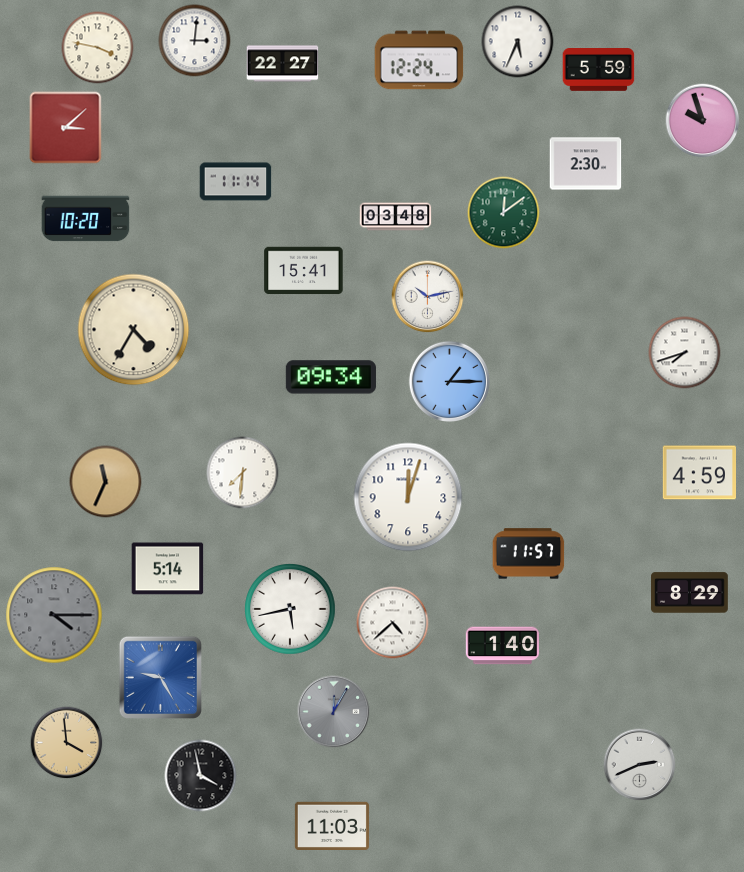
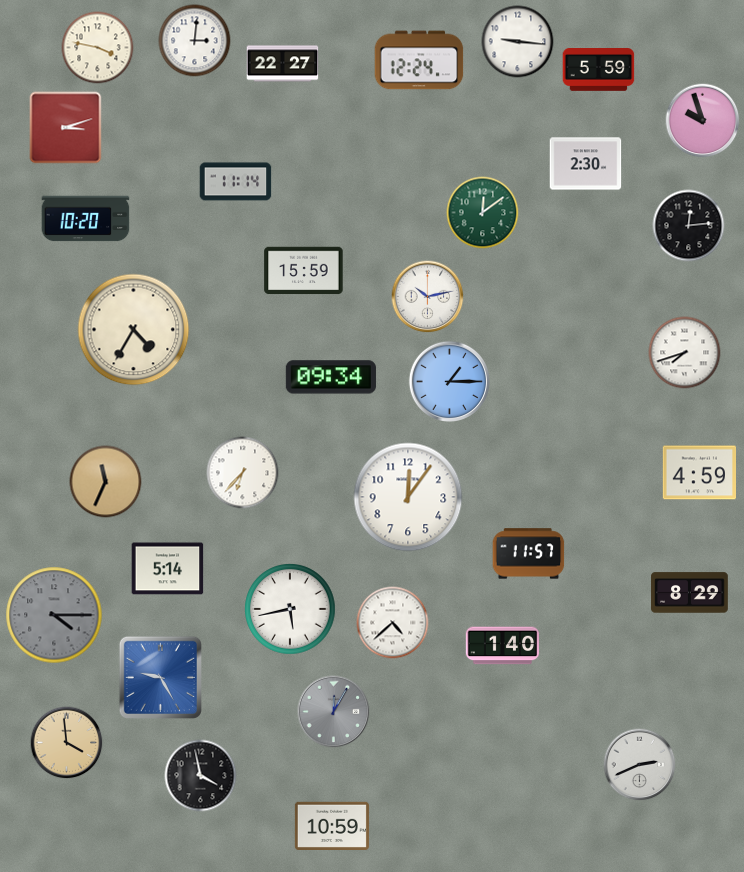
clock at (518, 42): 5:34 -> 9:16
clock at (66, 128): 3:08 -> 3:12
clock at (504, 213) position: (504, 213) -> (483, 213)
clock at (396, 217): 03:48 -> none
clock at (689, 226): none -> 12:14
clock at (304, 271): 15:41 -> 15:59
clock at (243, 473): 7:31 -> 6:37
clock at (408, 497): 12:03 -> 12:06
clock at (332, 825): 11:03 -> 10:59
